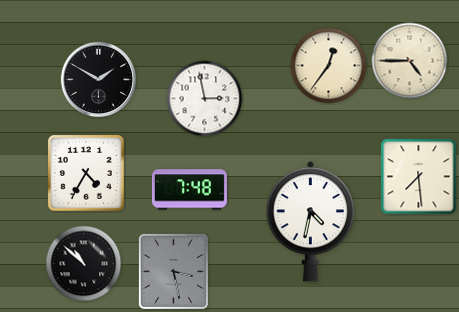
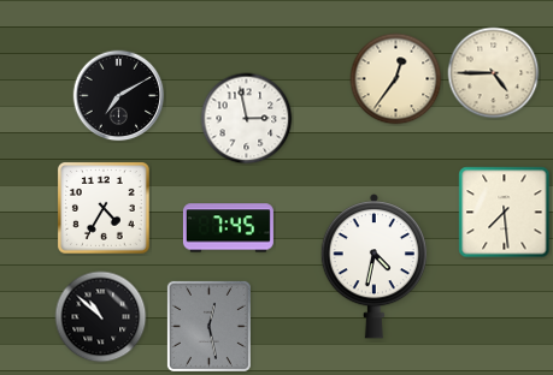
clock at (99, 80): 1:50 -> 7:10
clock at (189, 190): 7:48 -> 7:45
clock at (173, 271): 3:28 -> 12:28
